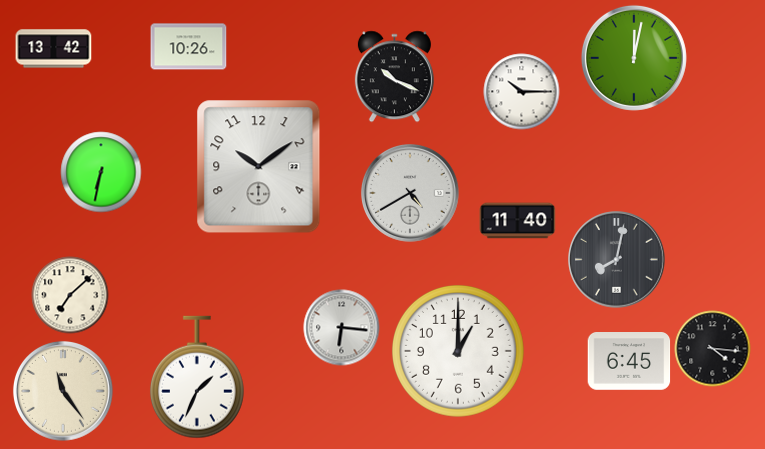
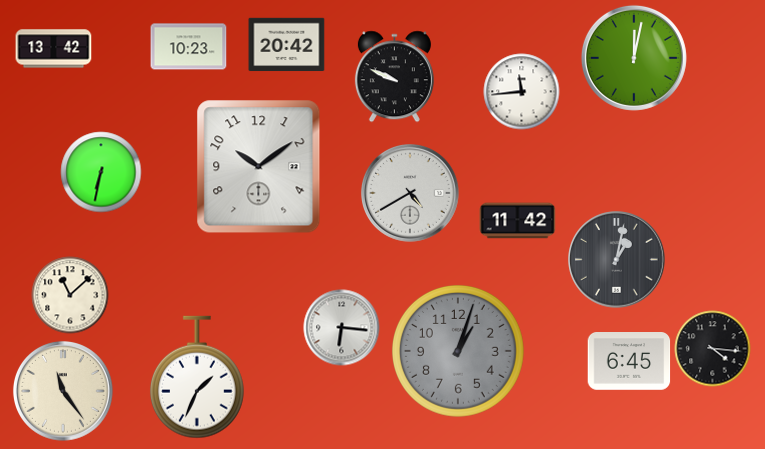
clock at (287, 45): none -> 20:42
clock at (189, 47): 10:26 -> 10:23
clock at (394, 77): 10:19 -> 9:49
clock at (522, 92): 10:15 -> 11:44
clock at (518, 221): 11:40 -> 11:42
clock at (617, 260): 8:02 -> 1:02
clock at (70, 295): 7:08 -> 11:08
clock at (458, 351): 1:00 -> 1:03
clock at (458, 351) dial: white -> grey
